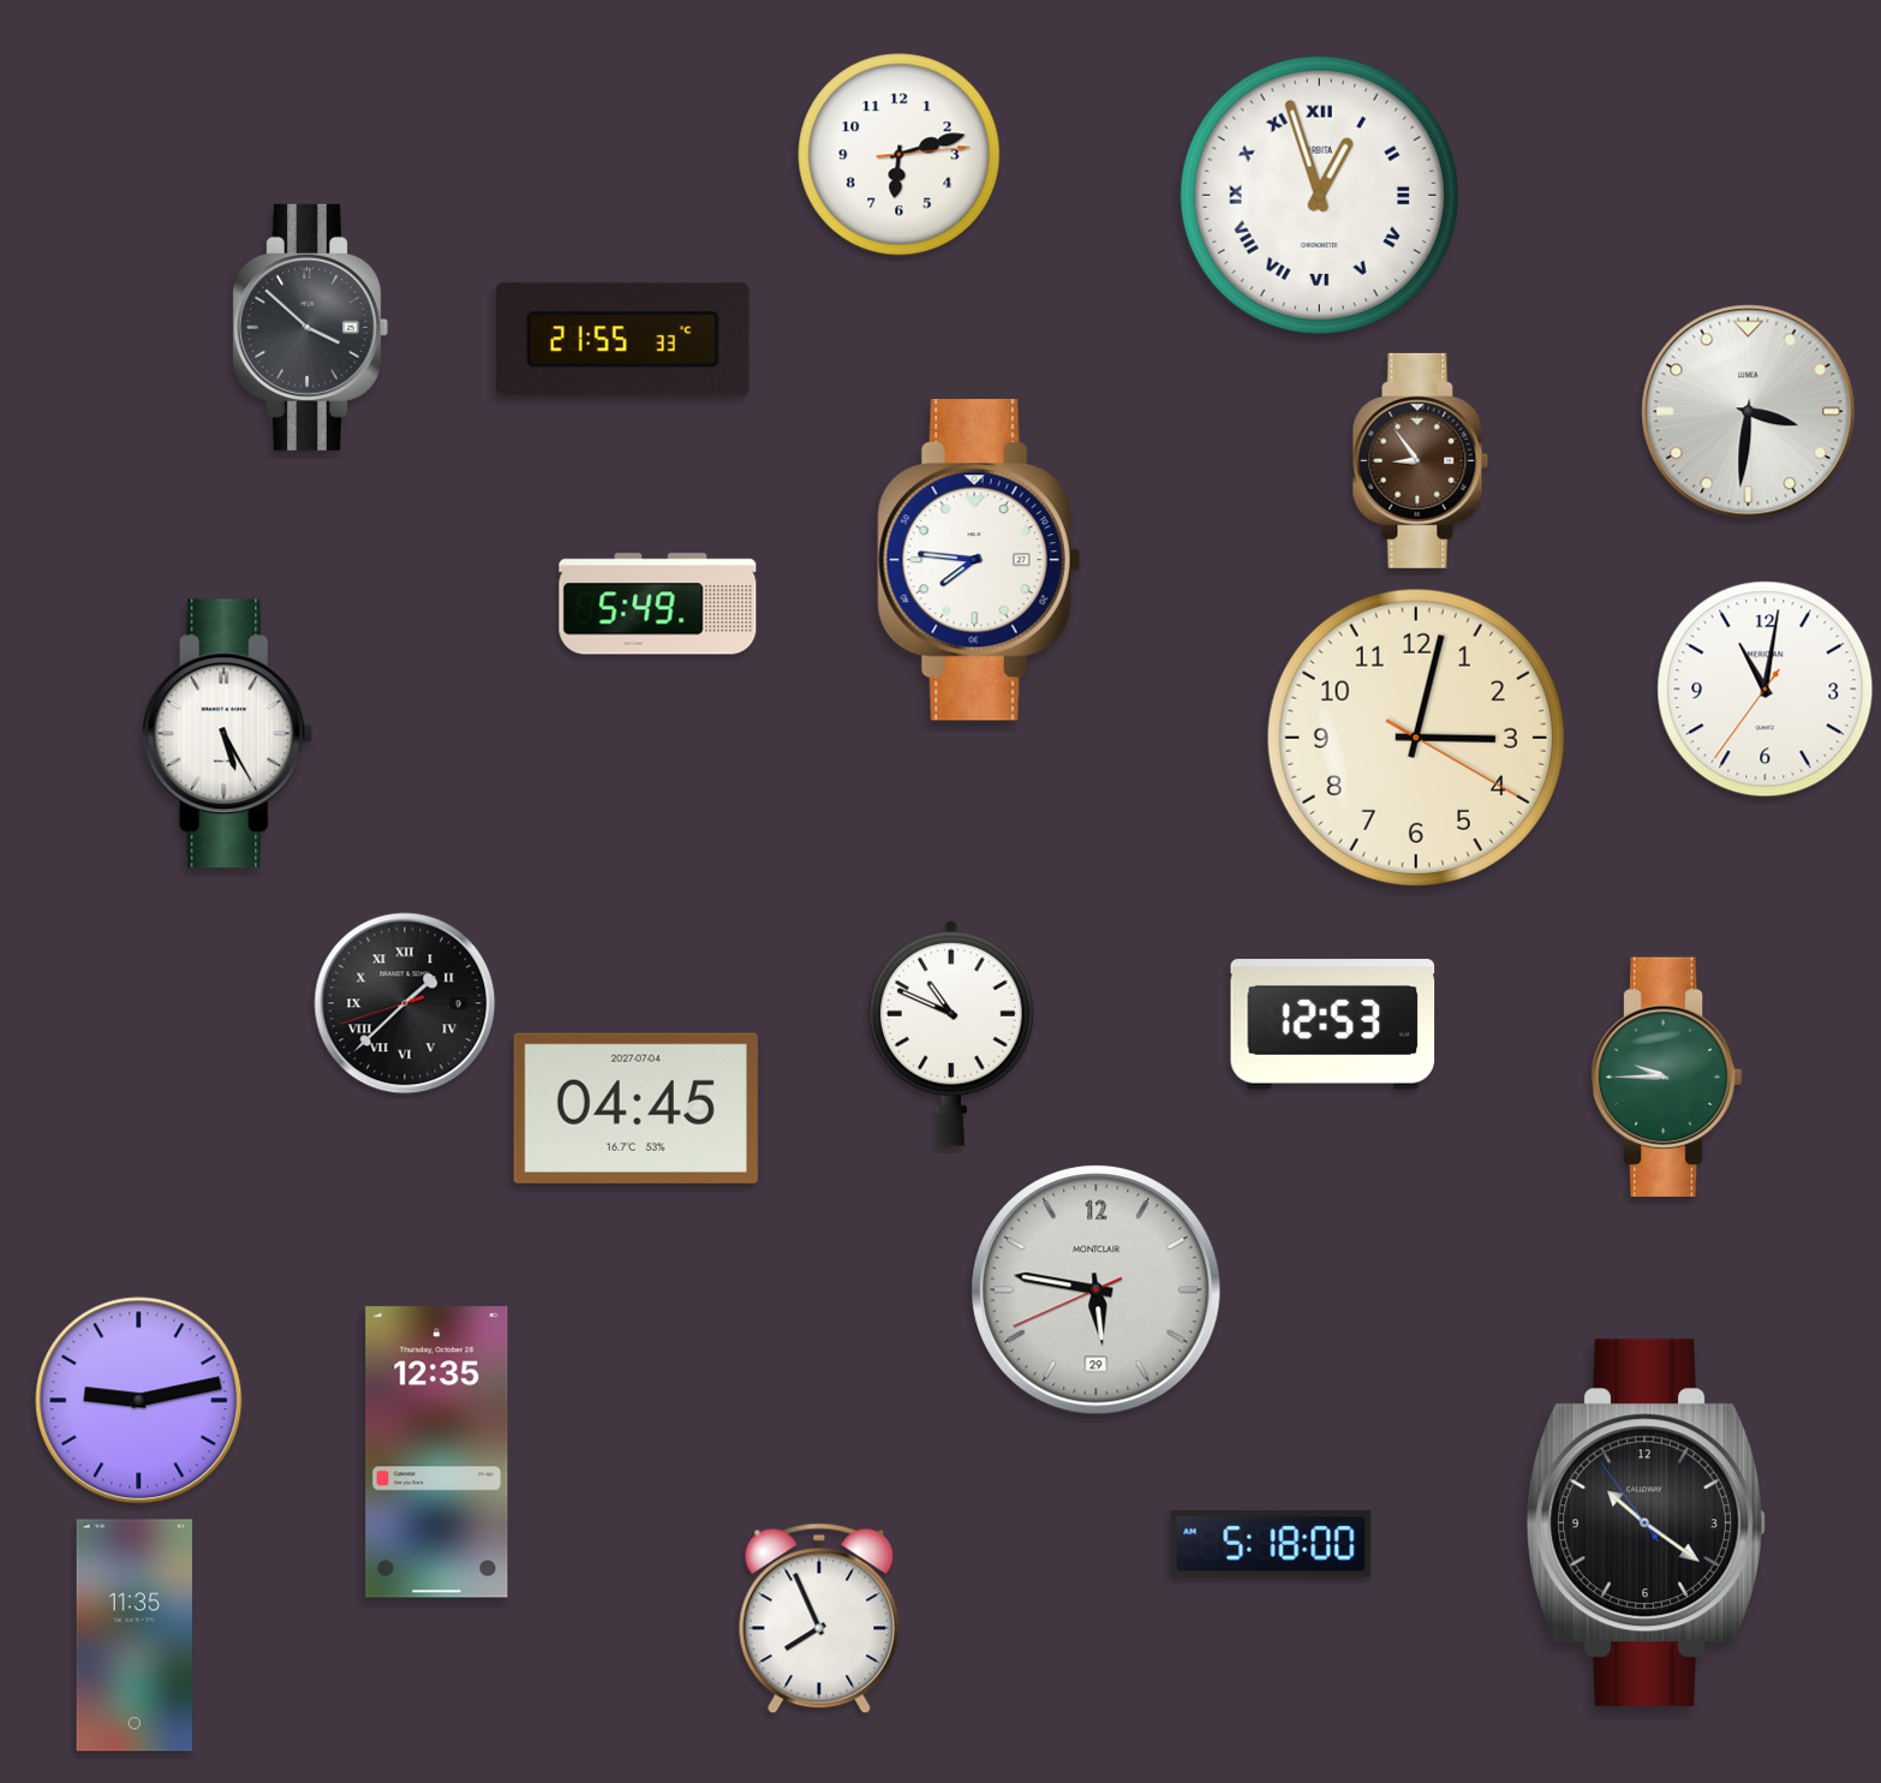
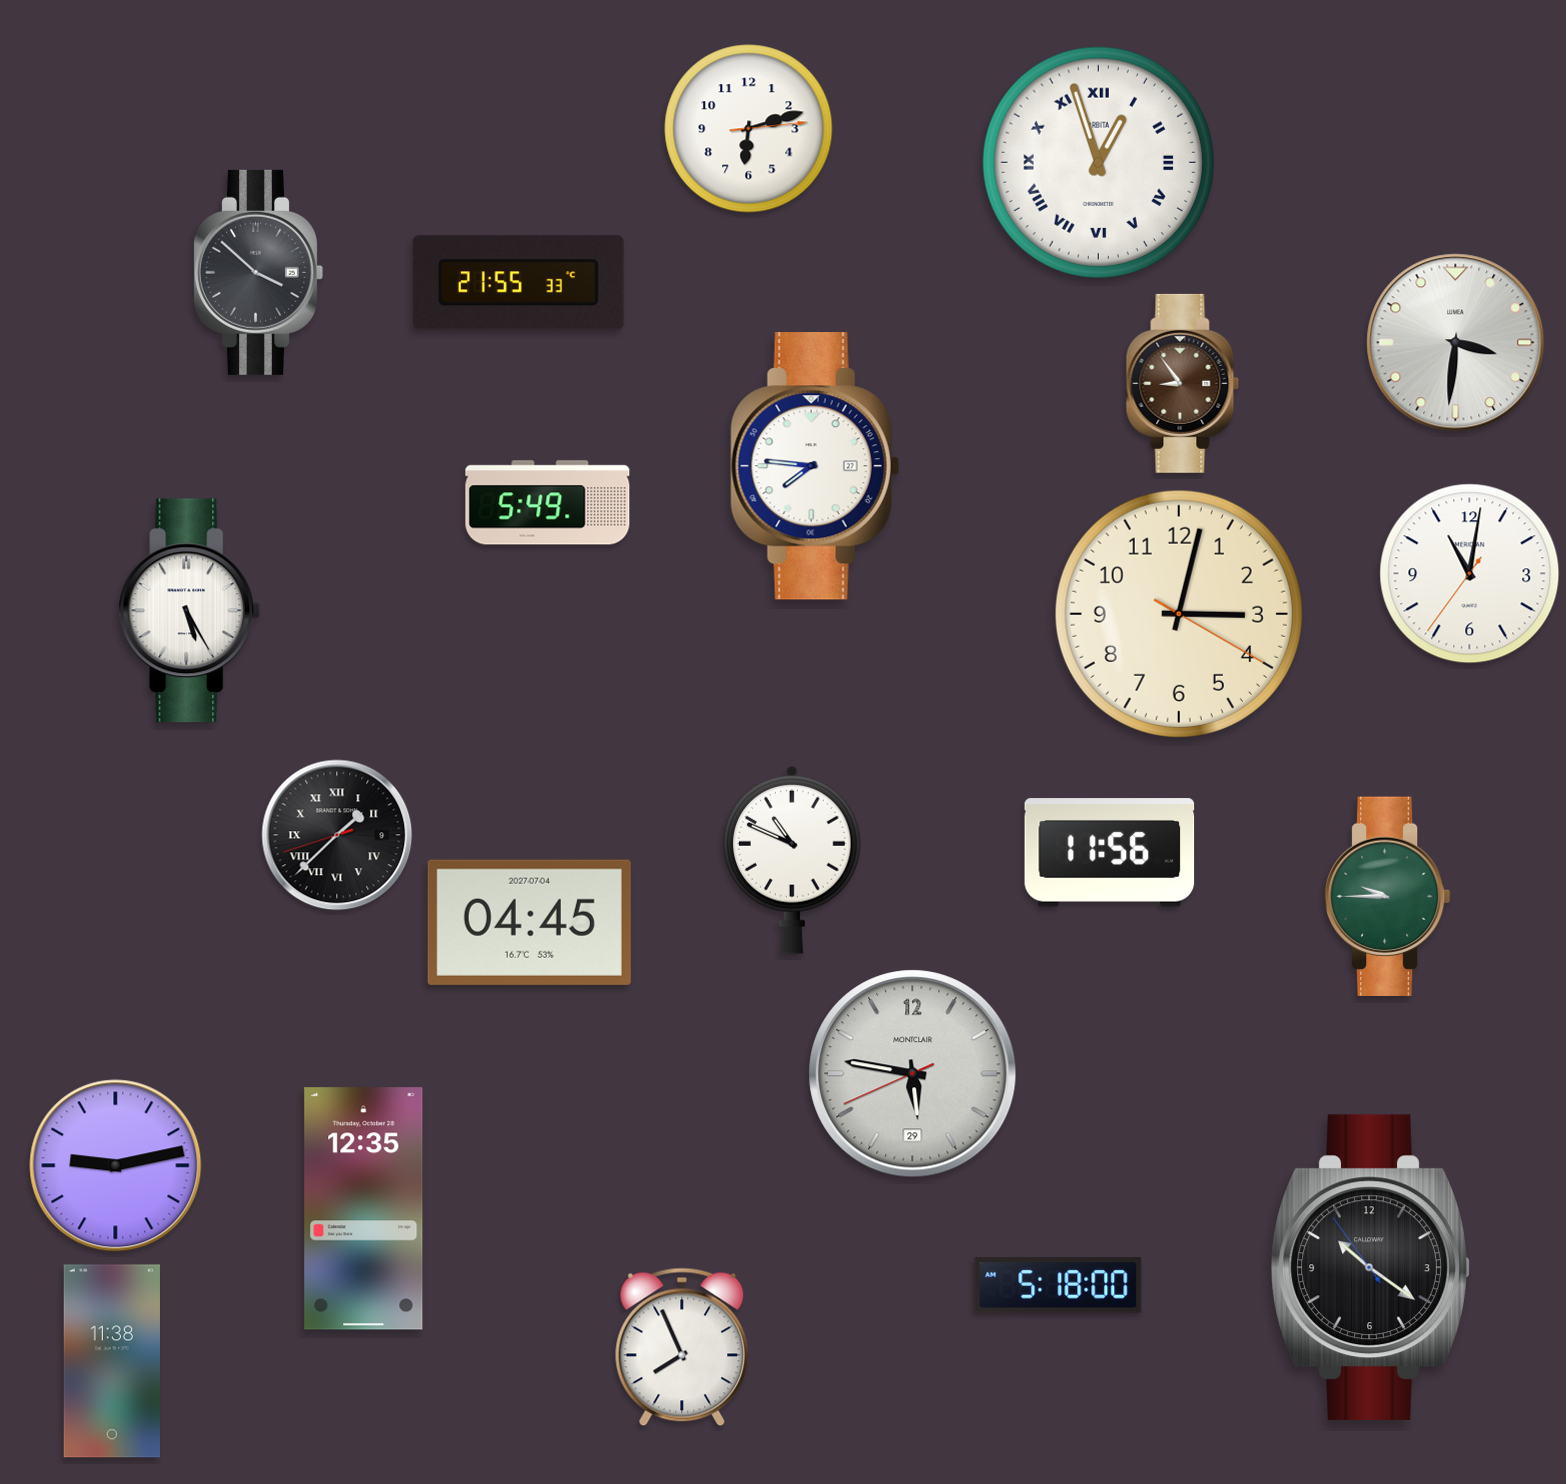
clock at (1333, 1025): 12:53 -> 11:56
clock at (135, 1635): 11:35 -> 11:38
